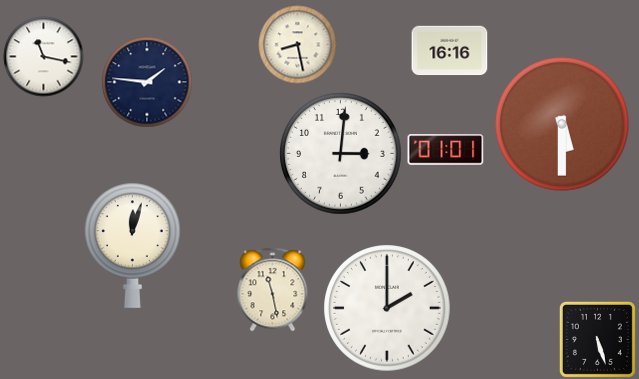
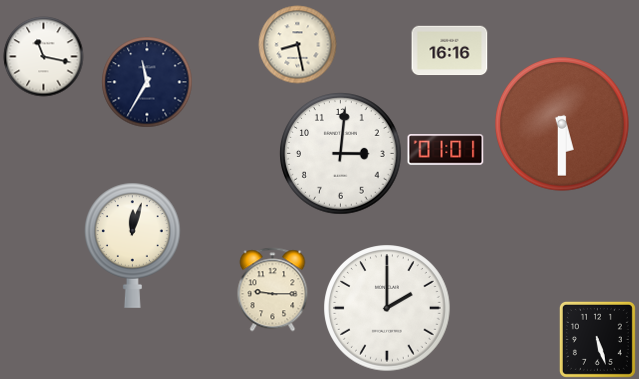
clock at (147, 82): 1:46 -> 11:35
clock at (273, 290): 11:28 -> 9:15
